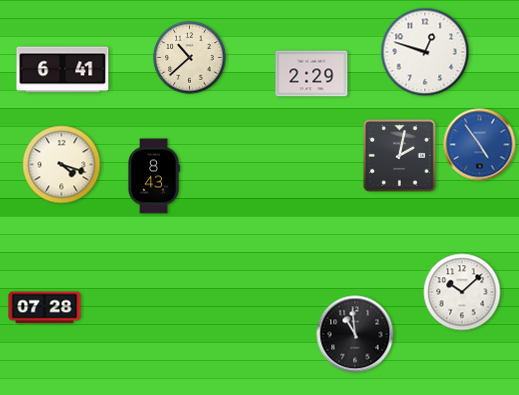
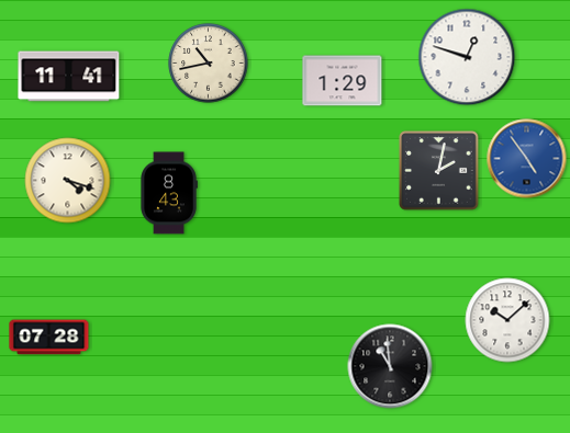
clock at (190, 58): 10:38 -> 10:43
clock at (63, 70): 6:41 -> 11:41
clock at (312, 74): 2:29 -> 1:29
